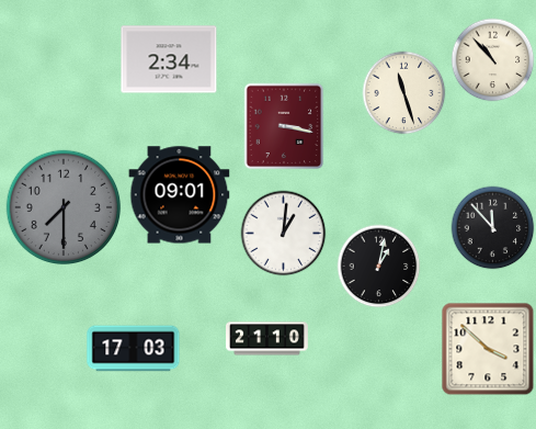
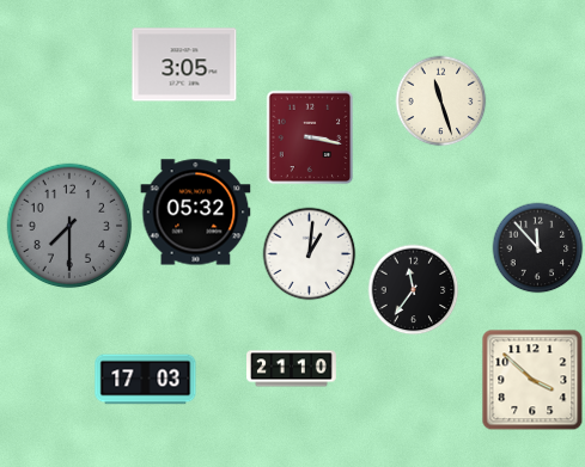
clock at (169, 59): 2:34 -> 3:05
clock at (493, 60): 10:53 -> none
clock at (180, 195): 09:01 -> 05:32
clock at (379, 267): 1:02 -> 11:36
